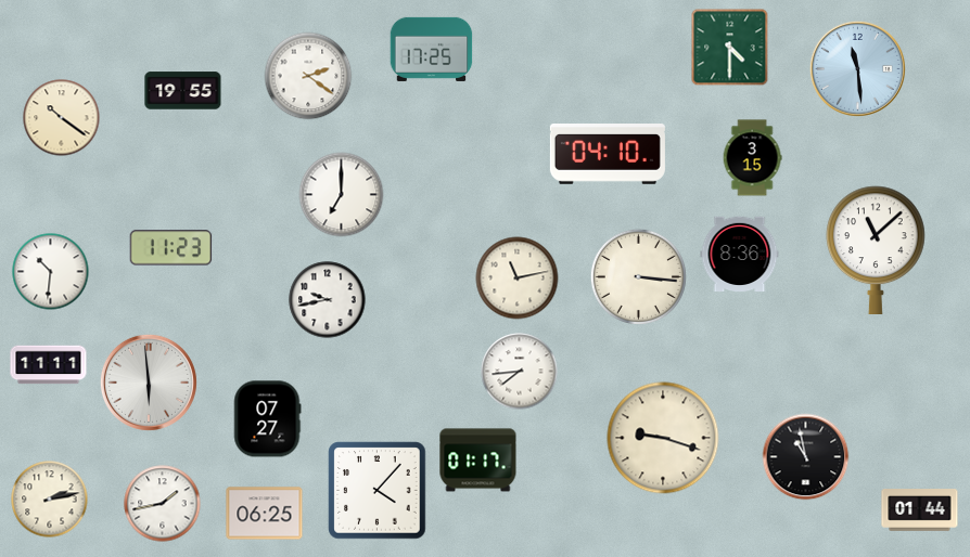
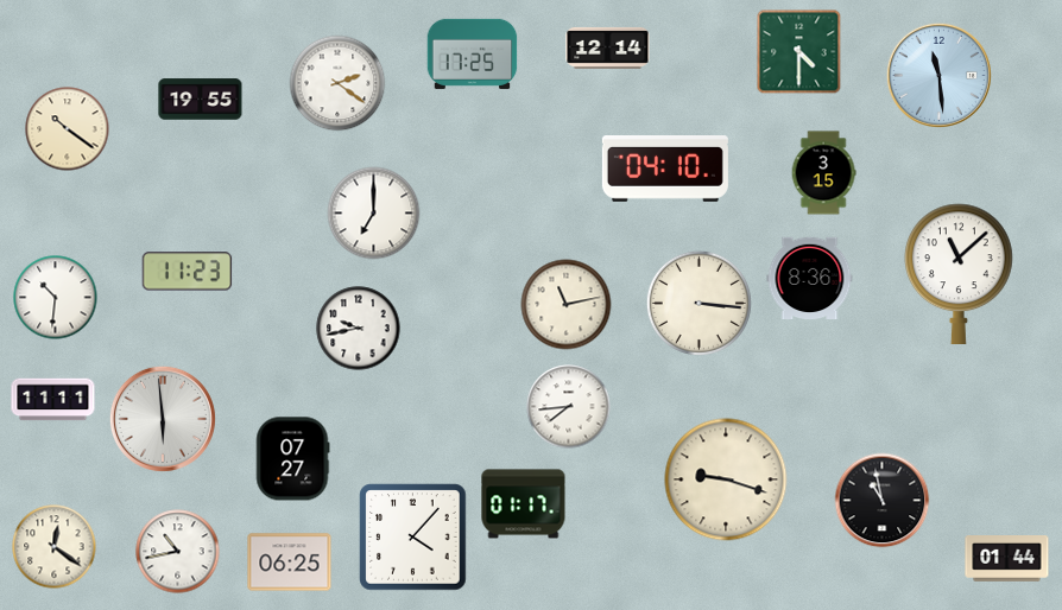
clock at (608, 47): none -> 12:14
clock at (50, 500): 2:13 -> 12:21
clock at (163, 504): 1:43 -> 10:43
